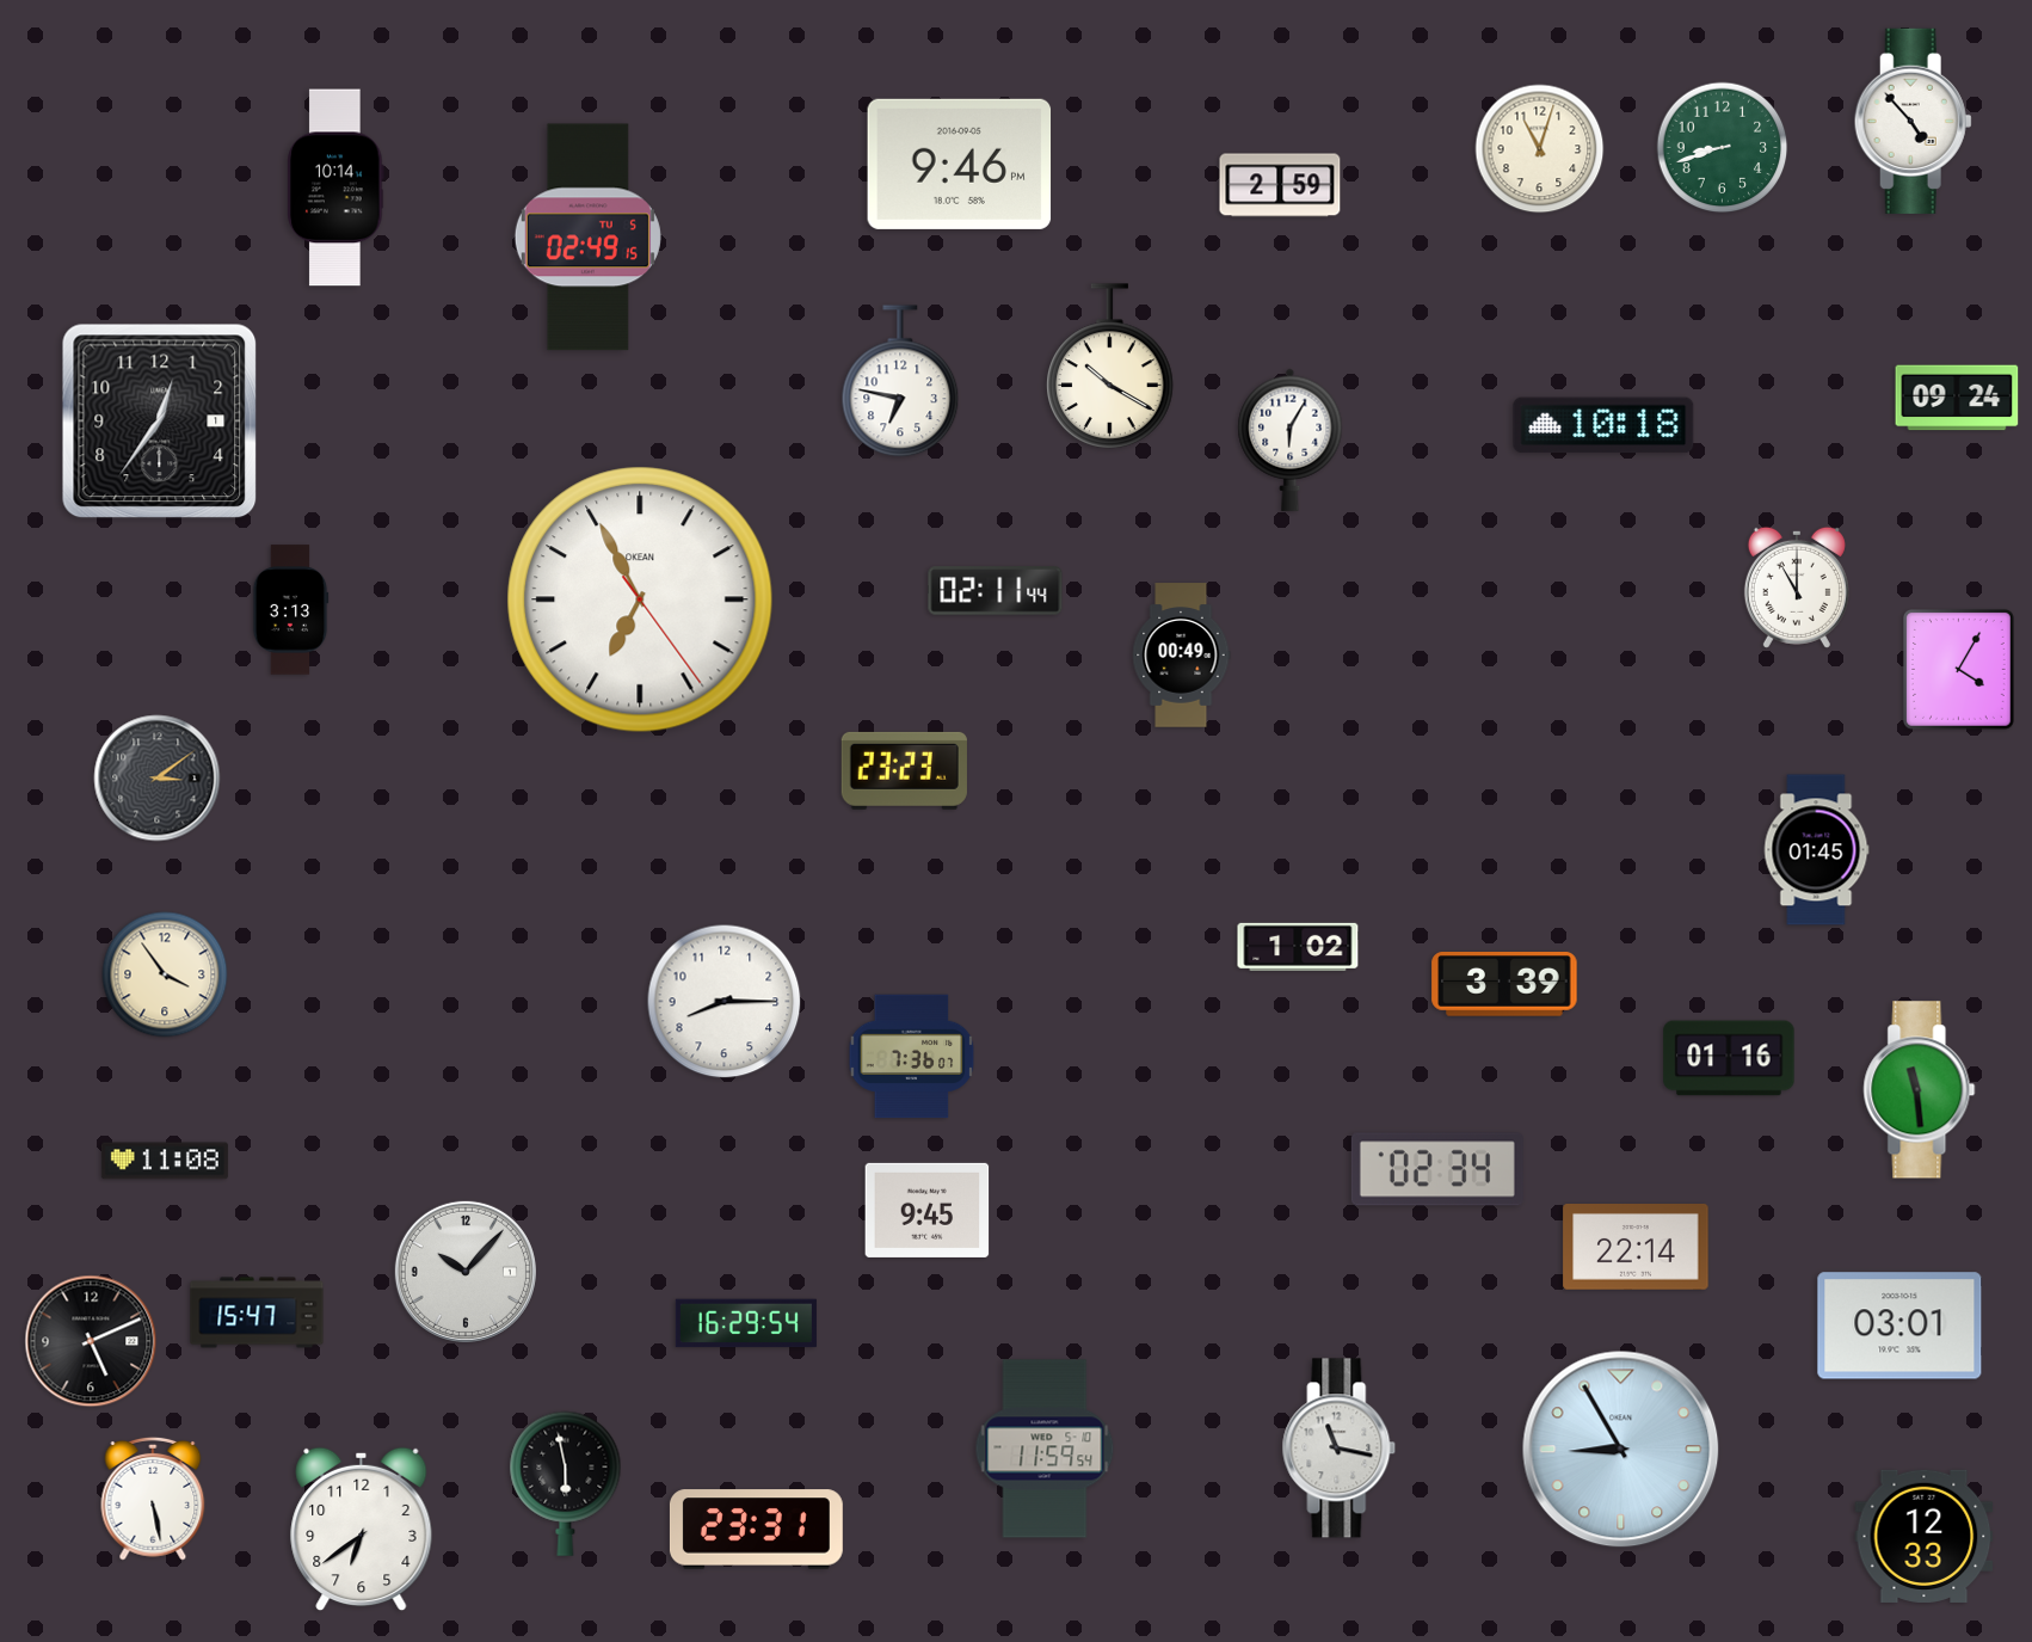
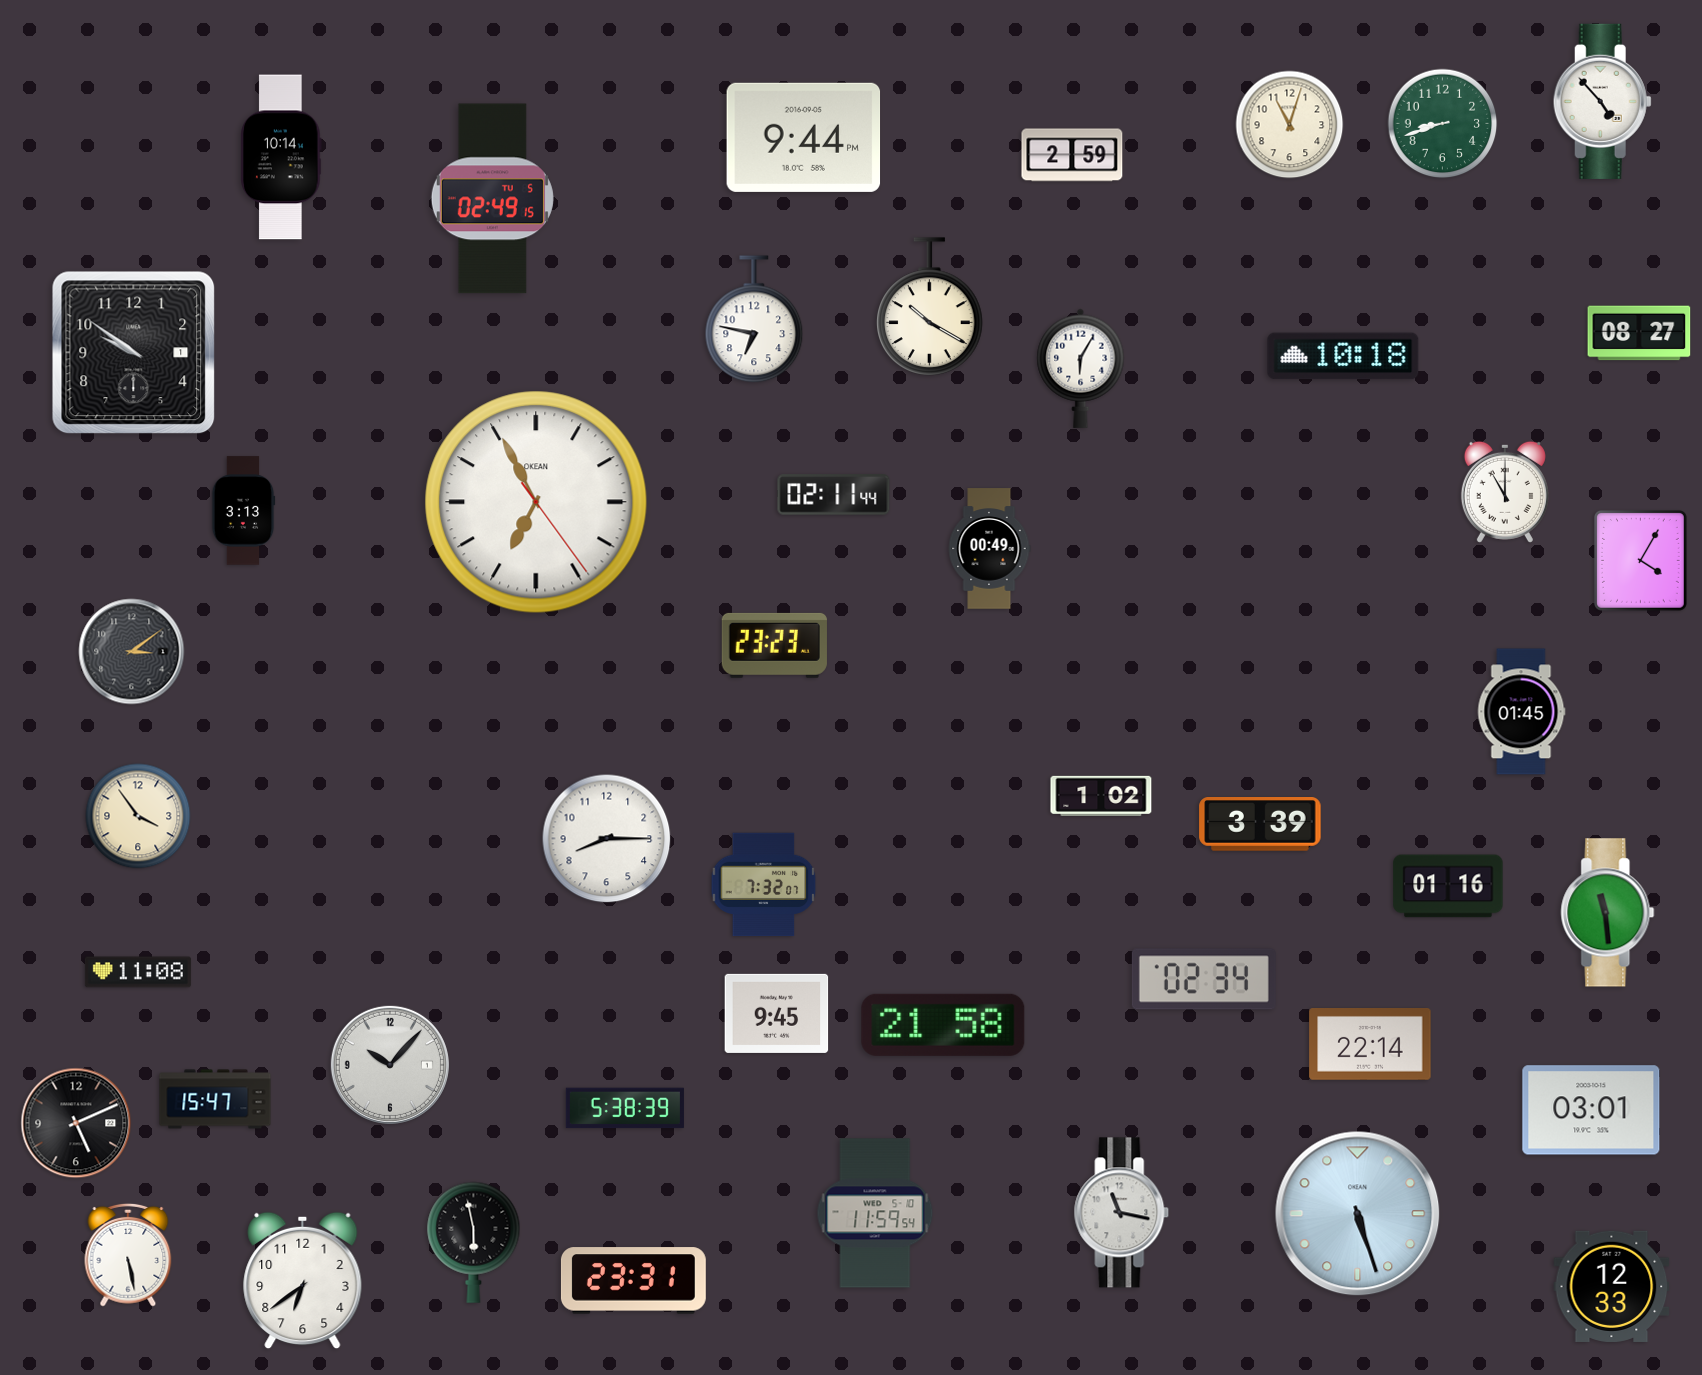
clock at (960, 164): 9:46 -> 9:44
clock at (1957, 398): 09:24 -> 08:27
clock at (160, 422): 12:36 -> 9:51
clock at (904, 770) position: (904, 770) -> (774, 645)
clock at (1298, 947) position: (1298, 947) -> (1101, 796)
clock at (912, 1057): 7:36 -> 7:32
clock at (943, 1025): none -> 21:58
clock at (746, 1323): 16:29 -> 5:38
clock at (1621, 1450): 8:55 -> 5:27
